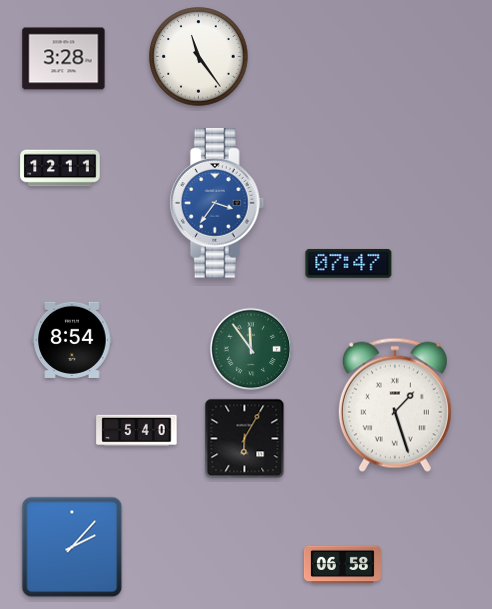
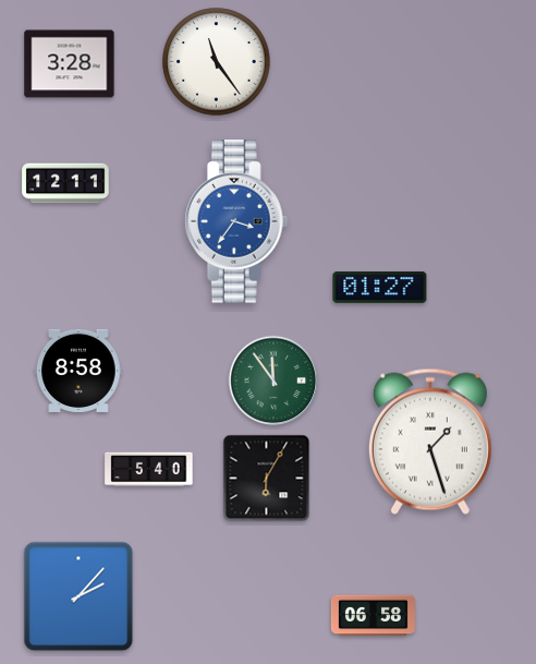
clock at (349, 263): 07:47 -> 01:27
clock at (72, 340): 8:54 -> 8:58
